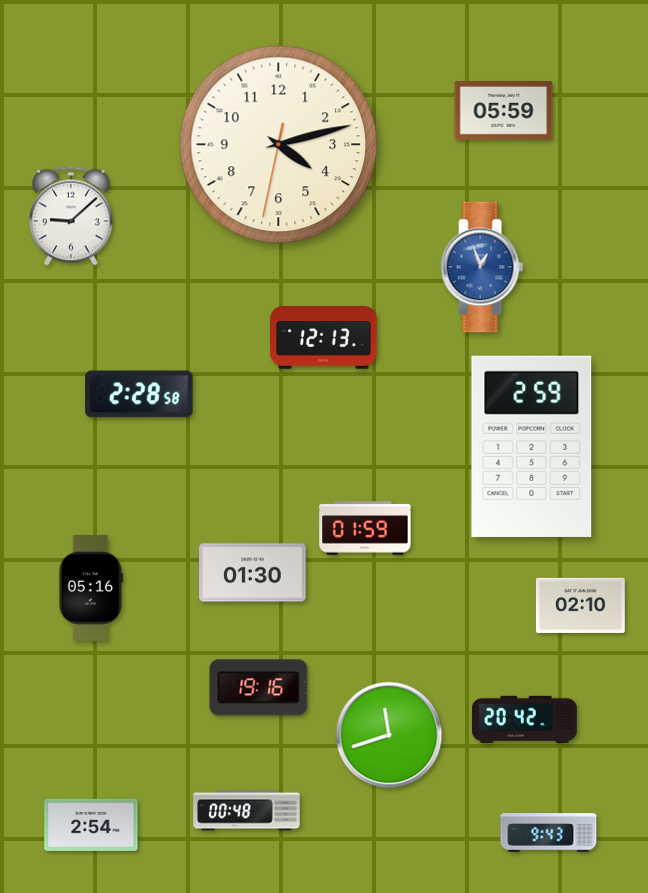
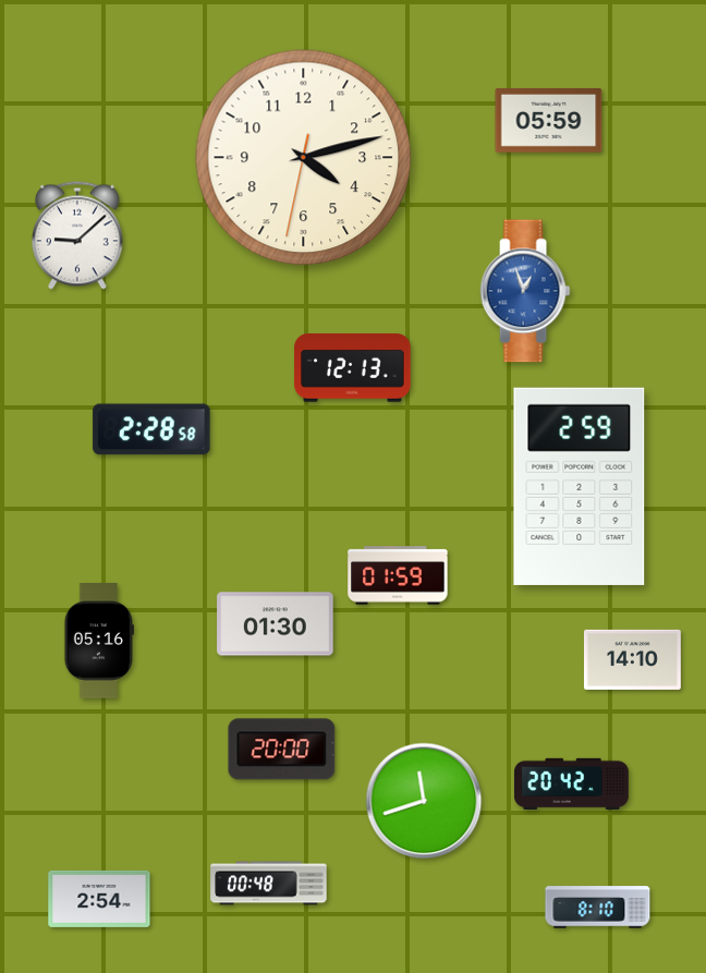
clock at (580, 605): 02:10 -> 14:10
clock at (259, 688): 19:16 -> 20:00
clock at (549, 833): 9:43 -> 8:10
